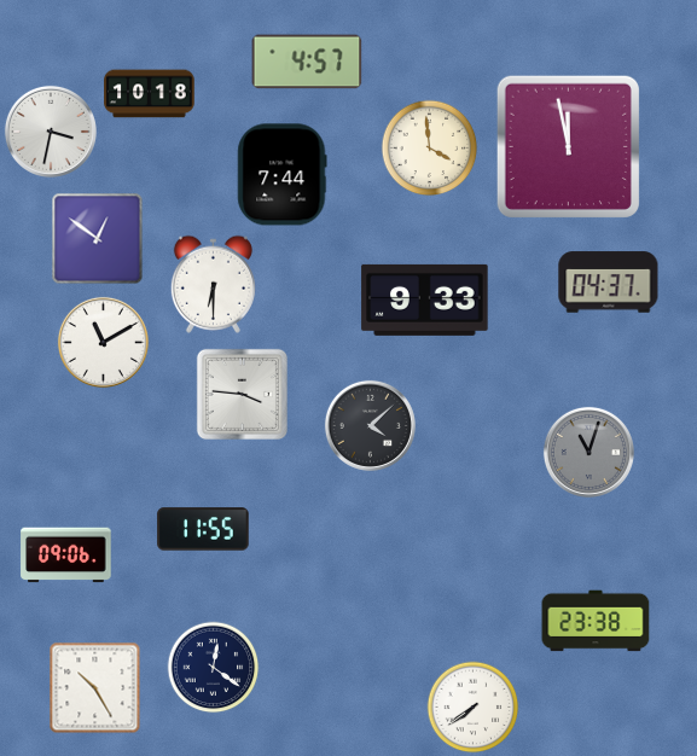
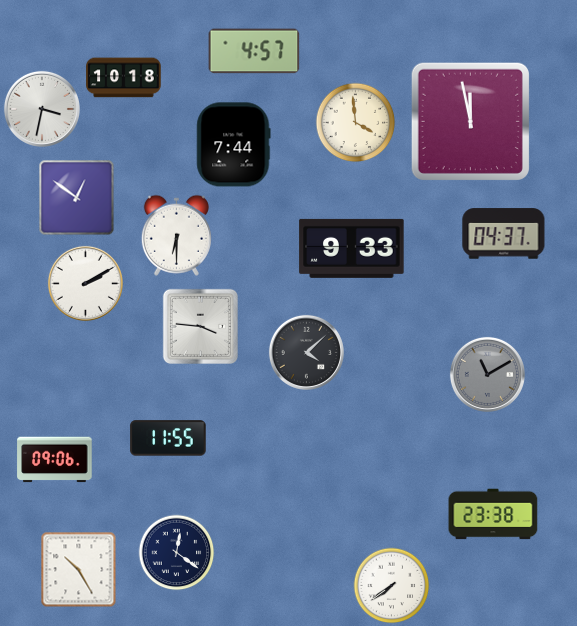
clock at (98, 239) position: (98, 239) -> (77, 198)
clock at (103, 342): 11:10 -> 2:10
clock at (588, 452): 11:03 -> 11:10
